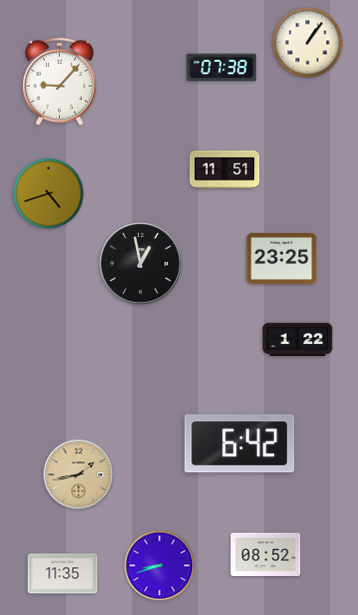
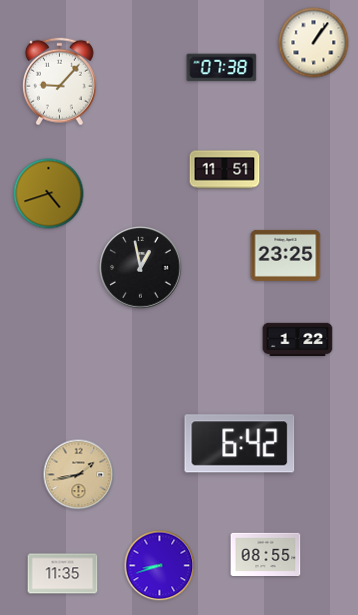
clock at (308, 43) position: (308, 43) -> (314, 43)
clock at (282, 258) position: (282, 258) -> (286, 255)
clock at (141, 264) position: (141, 264) -> (141, 268)
clock at (266, 554): 08:52 -> 08:55
